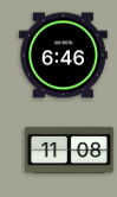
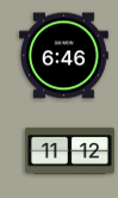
clock at (70, 150): 11:08 -> 11:12
